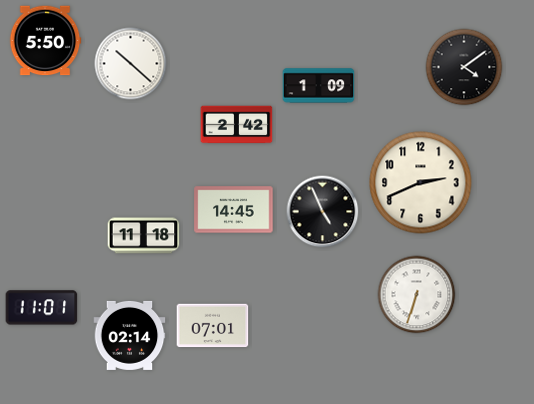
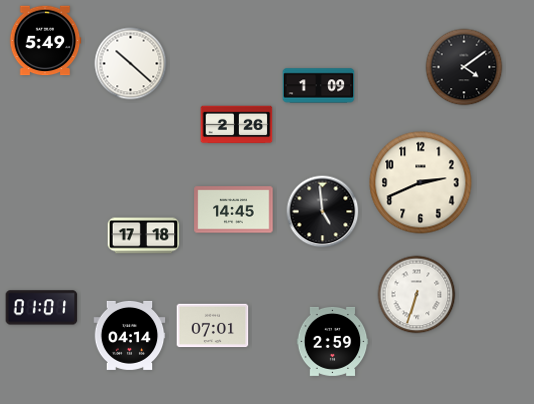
clock at (45, 41): 5:50 -> 5:49
clock at (237, 125): 2:42 -> 2:26
clock at (323, 212): 4:56 -> 4:59
clock at (144, 236): 11:18 -> 17:18
clock at (42, 308): 11:01 -> 01:01
clock at (130, 335): 02:14 -> 04:14
clock at (333, 341): none -> 2:59
